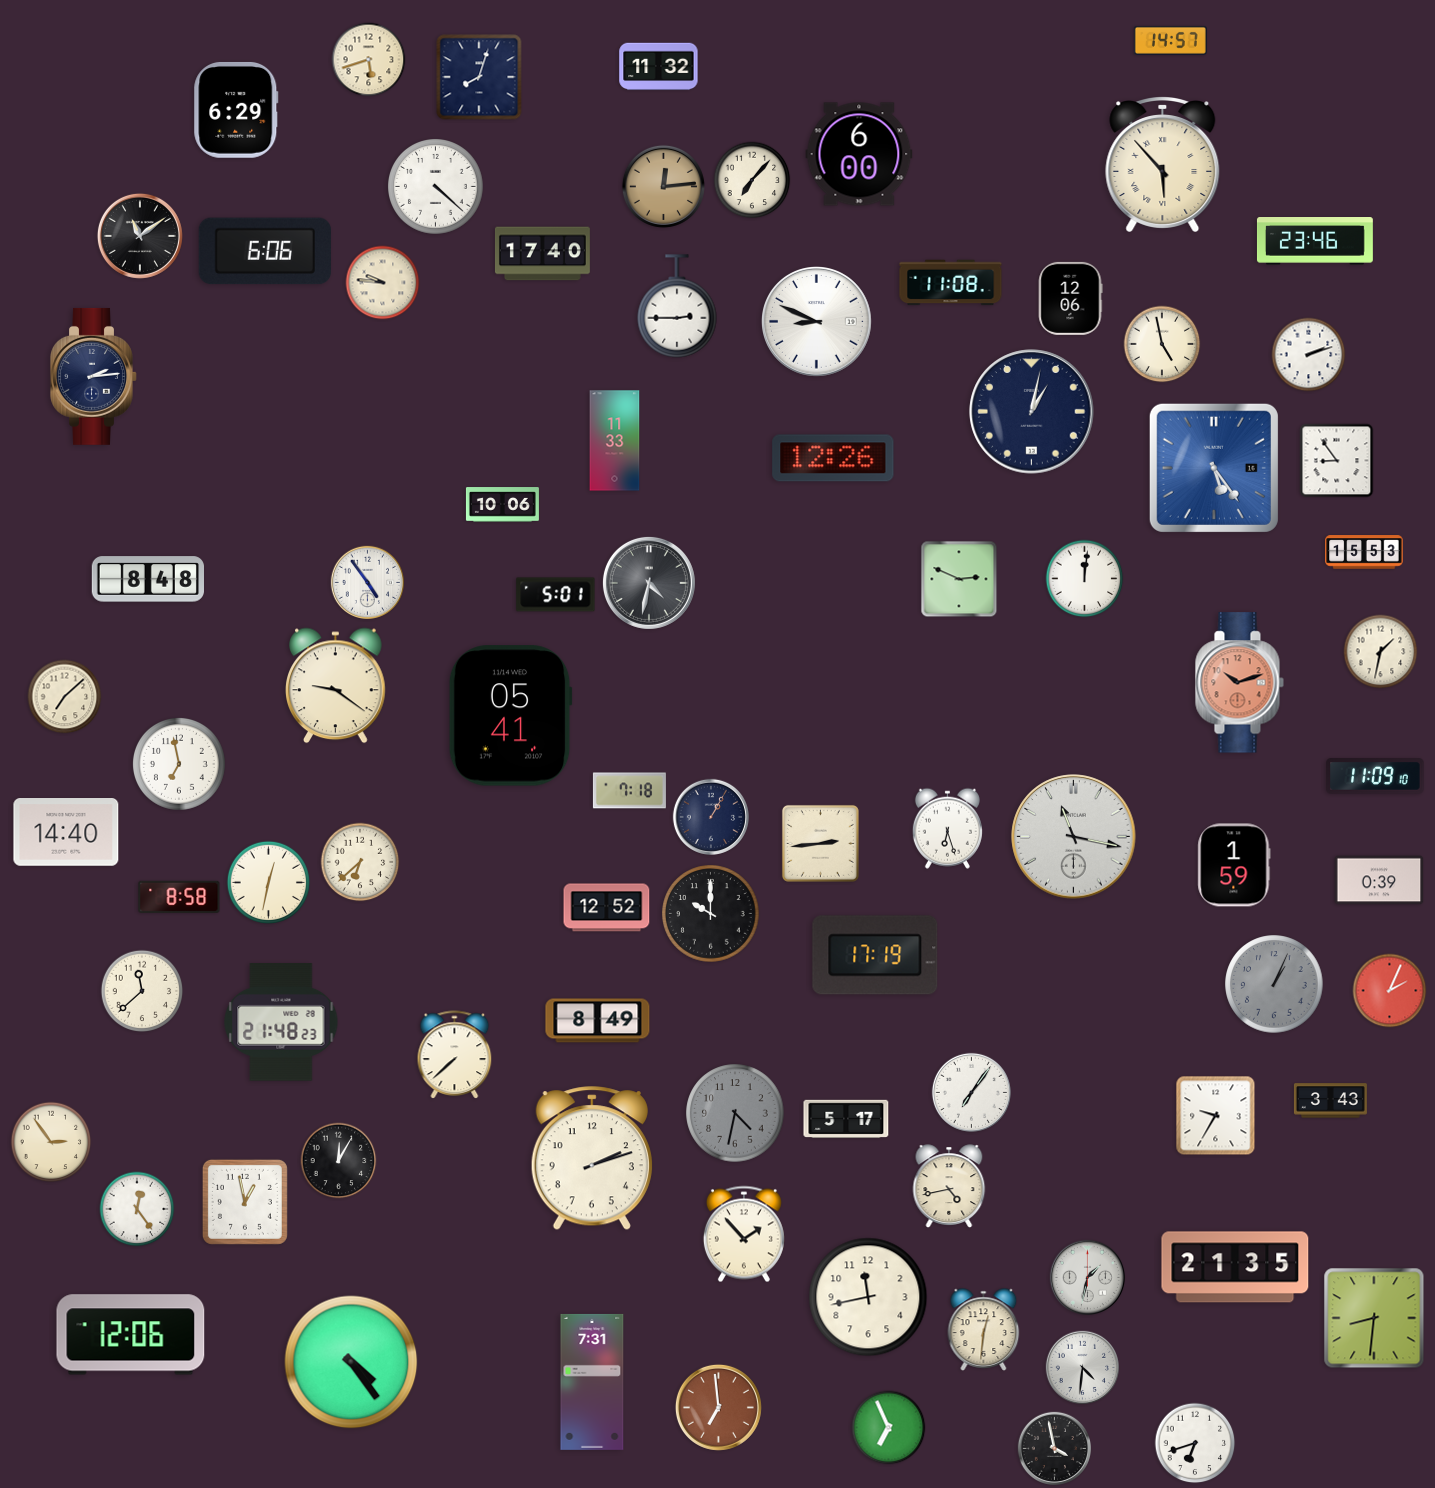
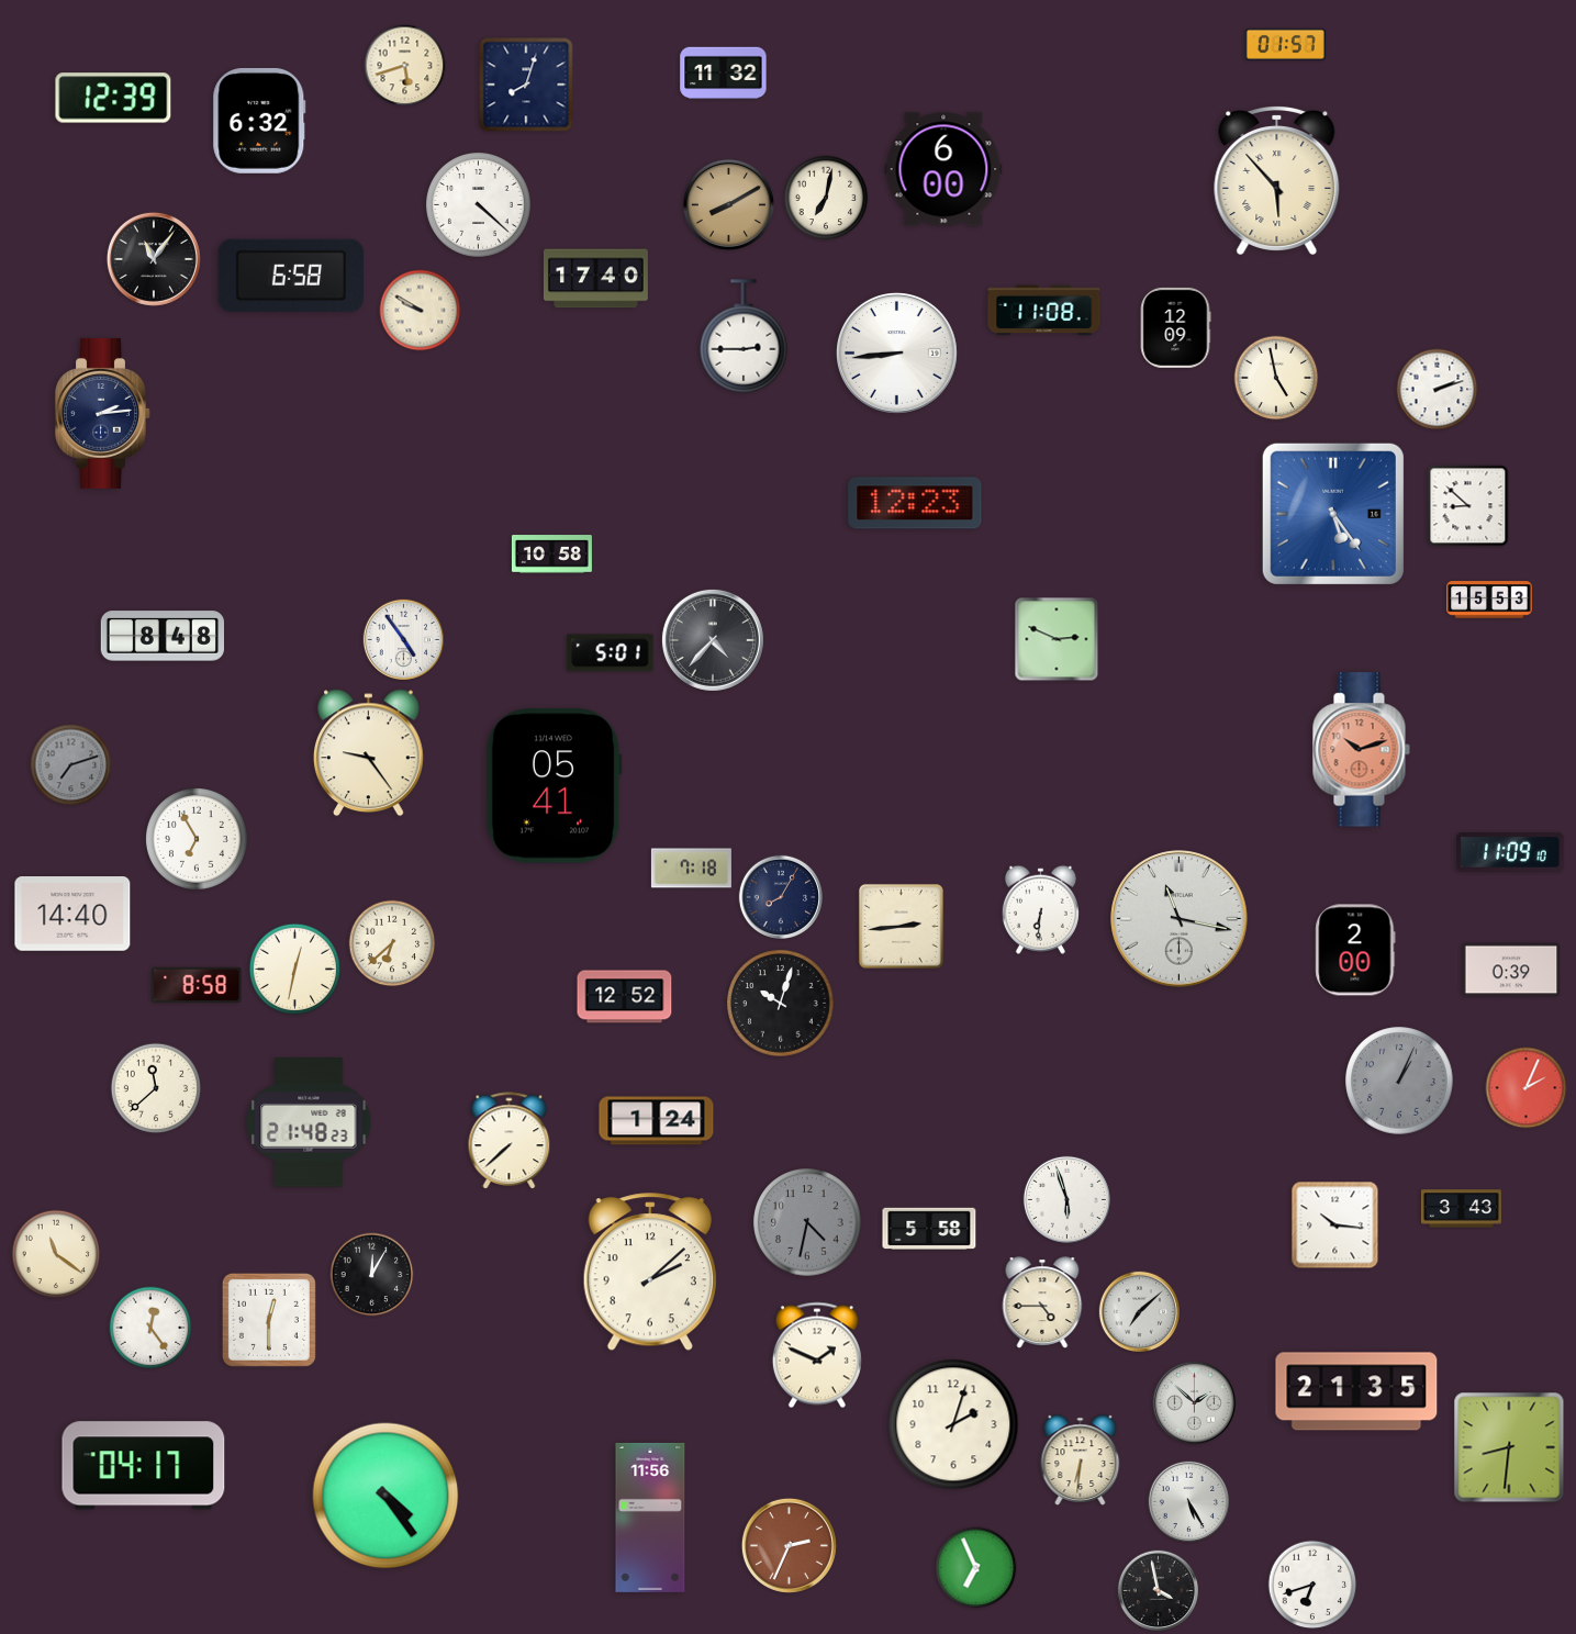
clock at (1170, 40): 14:57 -> 01:57
clock at (113, 98): none -> 12:39
clock at (236, 110): 6:29 -> 6:32
clock at (752, 180): 7:07 -> 7:02
clock at (663, 186): 12:14 -> 8:10
clock at (140, 236): 11:09 -> 11:06
clock at (1315, 242): 23:46 -> none
clock at (265, 251): 6:06 -> 6:58
clock at (383, 283): 9:46 -> 9:50
clock at (1070, 298): 12:06 -> 12:09
clock at (817, 322): 8:49 -> 8:44
clock at (1032, 412): 1:02 -> none
clock at (615, 441): 11:33 -> none
clock at (833, 458): 12:26 -> 12:23
clock at (1337, 461): 8:54 -> 8:52
clock at (502, 505): 10:06 -> 10:58
clock at (1364, 552) position: (1364, 552) -> (1489, 600)
clock at (959, 579) position: (959, 579) -> (1057, 639)
clock at (1085, 579): 12:01 -> none
clock at (649, 583): 4:32 -> 4:37
clock at (1381, 652): 1:32 -> none
clock at (336, 686): 9:21 -> 9:24
clock at (65, 697): 7:08 -> 7:12
clock at (65, 697) dial: cream -> grey
clock at (510, 716) position: (510, 716) -> (554, 786)
clock at (179, 764): 6:58 -> 6:55
clock at (711, 817): 1:05 -> 8:05
clock at (947, 828): 6:27 -> 6:31
clock at (360, 862) position: (360, 862) -> (392, 943)
clock at (1234, 865): 1:59 -> 2:00
clock at (1379, 880) position: (1379, 880) -> (1511, 970)
clock at (607, 908) position: (607, 908) -> (625, 997)
clock at (711, 914): 10:00 -> 10:03
clock at (875, 955): 17:19 -> none
clock at (598, 1021): 8:49 -> 1:24
clock at (455, 1055) position: (455, 1055) -> (510, 1141)
clock at (971, 1092): 7:06 -> 5:57
clock at (1216, 1116): 9:35 -> 10:16
clock at (846, 1119): 5:17 -> 5:58
clock at (51, 1142): 2:54 -> 11:21
clock at (592, 1159): 2:12 -> 2:08
clock at (949, 1186): 4:43 -> 4:45
clock at (1139, 1311): none -> 7:08
clock at (245, 1202): 12:58 -> 12:30
clock at (744, 1234): 1:53 -> 1:49
clock at (1087, 1277): 1:32 -> 1:52
clock at (868, 1297): 11:43 -> 2:03
clock at (984, 1330): 12:31 -> 6:31
clock at (131, 1335): 12:06 -> 04:17
clock at (1082, 1367): 4:31 -> 5:25
clock at (592, 1382): 7:31 -> 11:56
clock at (718, 1407): 6:59 -> 2:34
